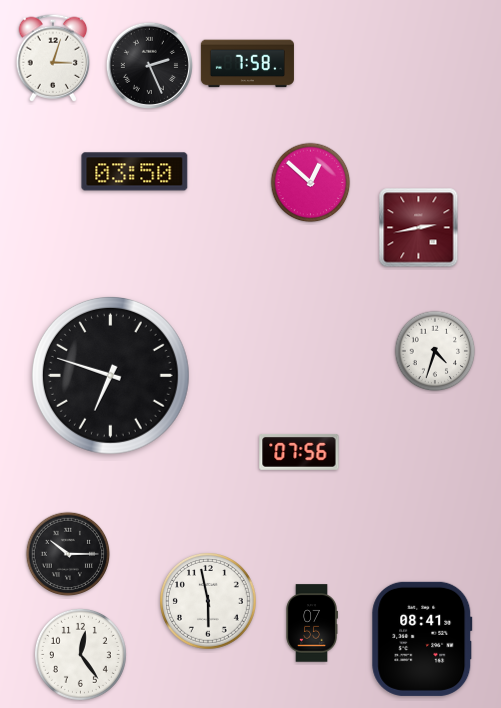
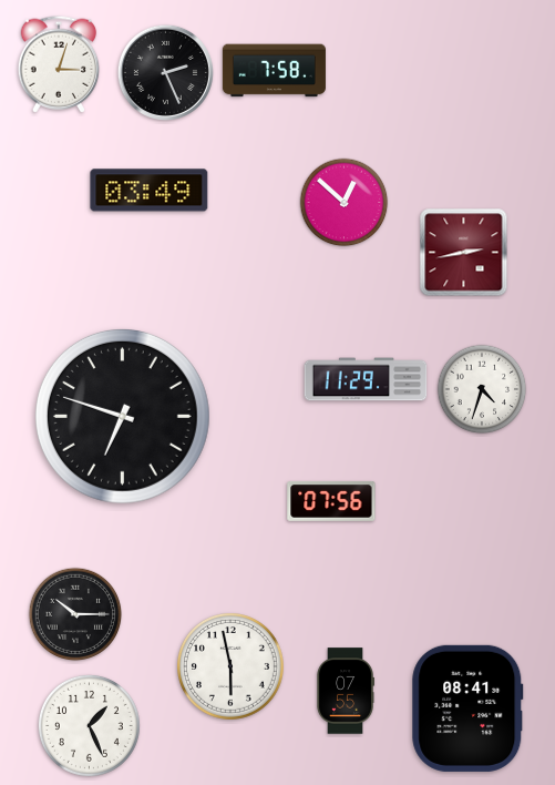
clock at (135, 172): 03:50 -> 03:49
clock at (366, 379): none -> 11:29
clock at (80, 654): 12:24 -> 1:26
